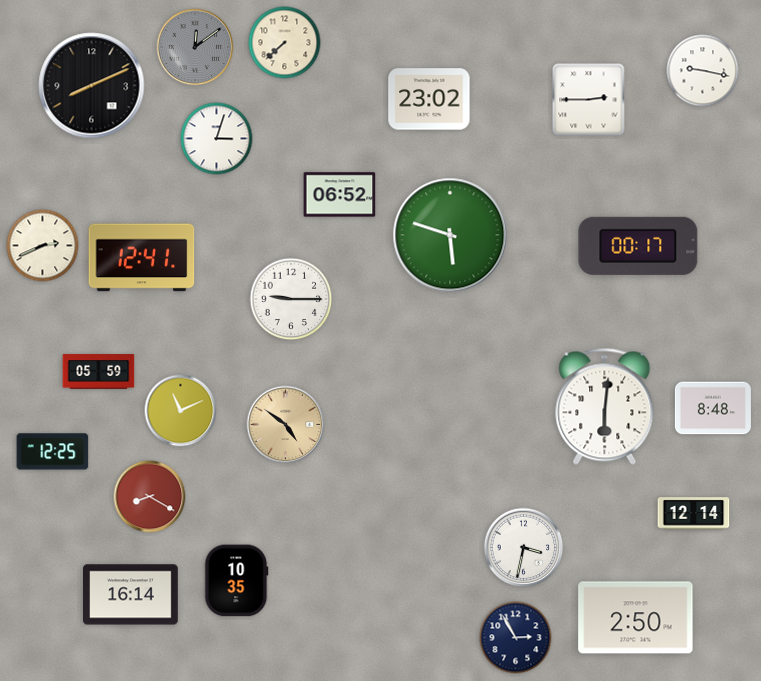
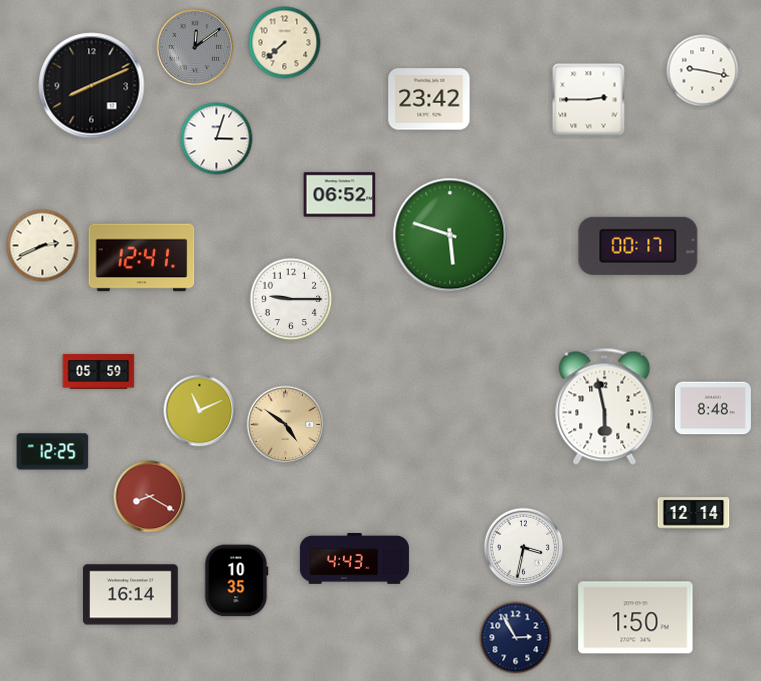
clock at (429, 99): 23:02 -> 23:42
clock at (605, 406): 6:01 -> 5:58
clock at (181, 411) position: (181, 411) -> (200, 411)
clock at (354, 558): none -> 4:43
clock at (636, 618): 2:50 -> 1:50
